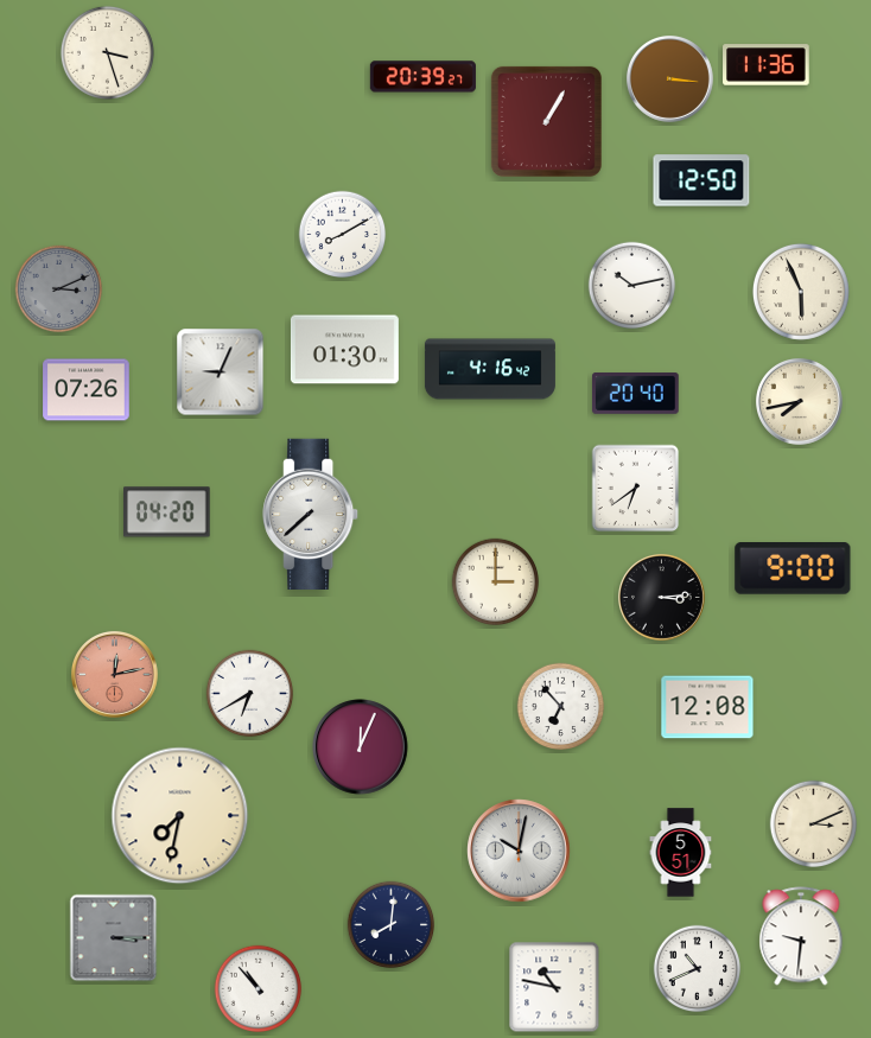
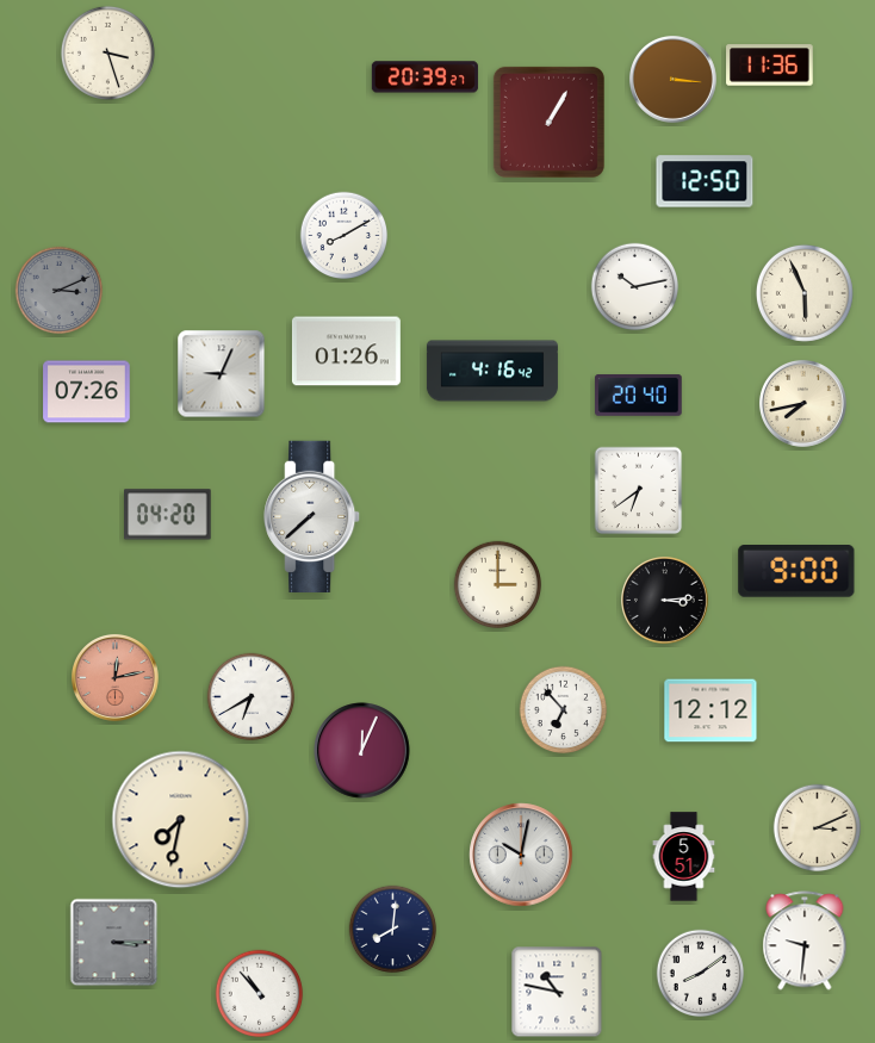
clock at (344, 350): 01:30 -> 01:26
clock at (707, 707): 12:08 -> 12:12
clock at (698, 969): 10:41 -> 8:09
